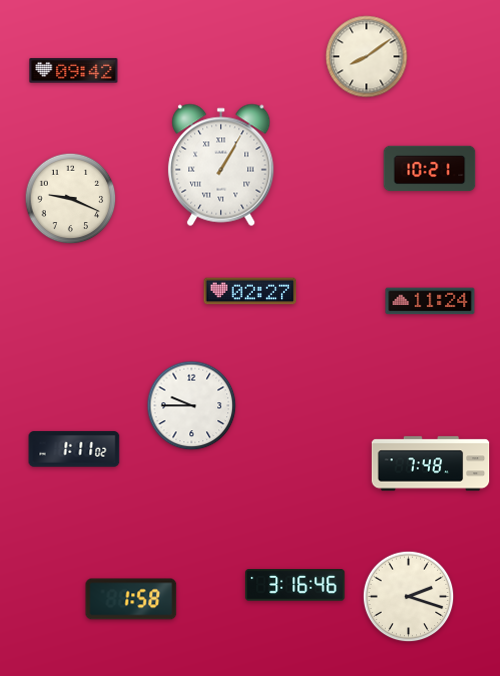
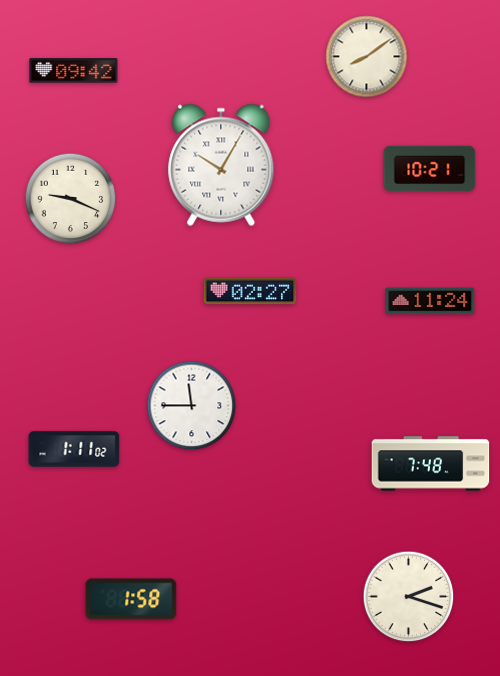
clock at (221, 165): 1:05 -> 10:05
clock at (192, 406): 9:45 -> 11:45
clock at (295, 585): 3:16 -> none
